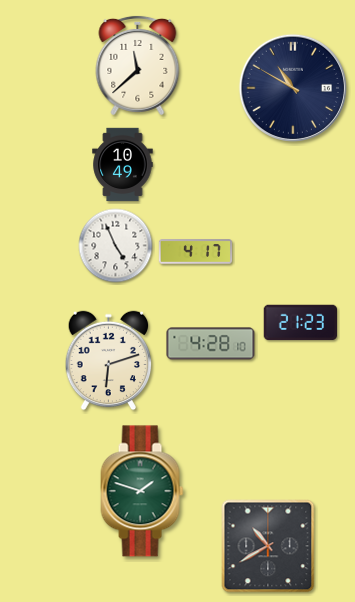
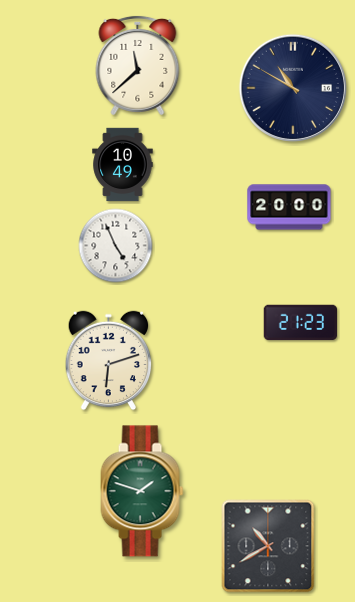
clock at (289, 207): none -> 20:00
clock at (196, 252): 4:17 -> none
clock at (211, 344): 4:28 -> none
